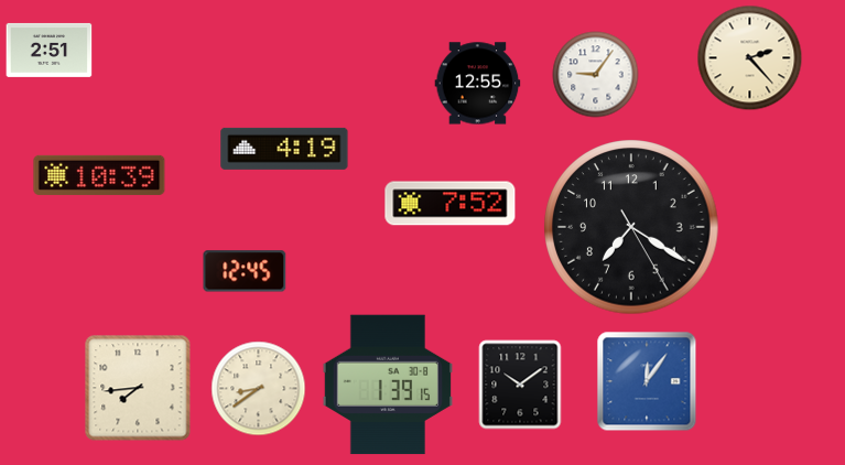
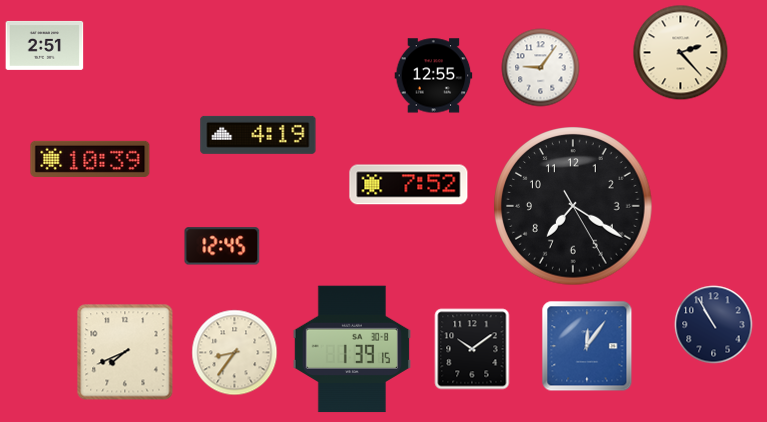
clock at (714, 325): none -> 10:55
clock at (138, 388): 7:44 -> 7:41
clock at (259, 389): 8:39 -> 8:36
